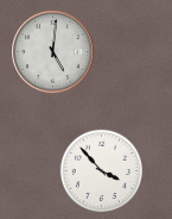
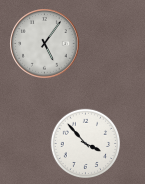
clock at (53, 52): 5:01 -> 5:06
